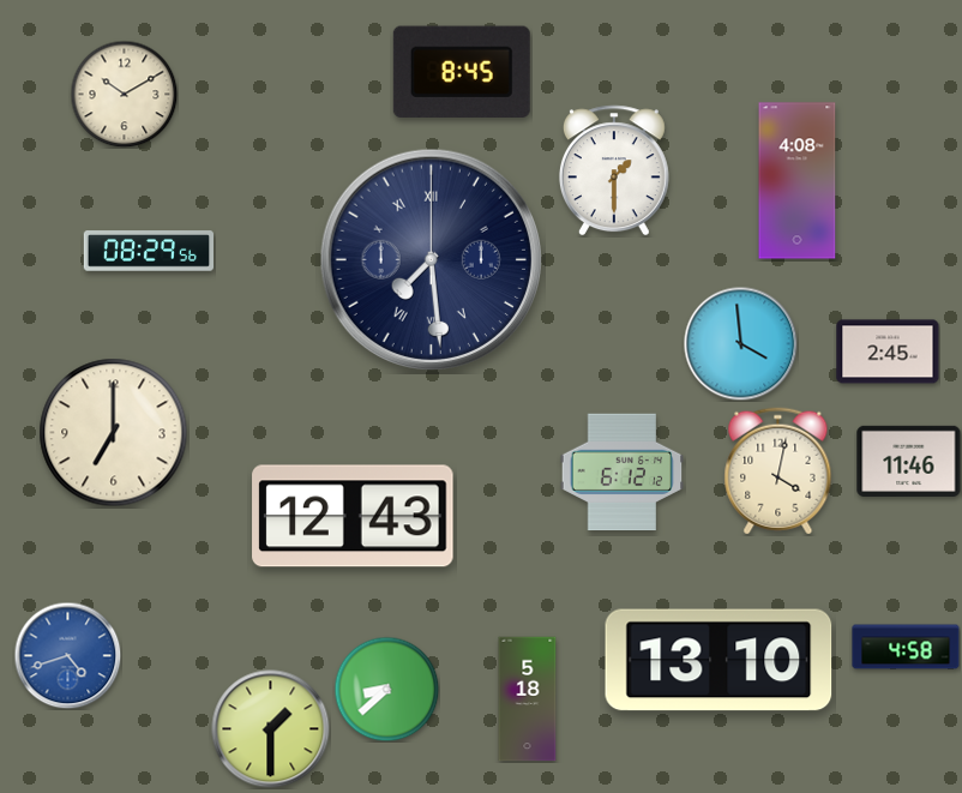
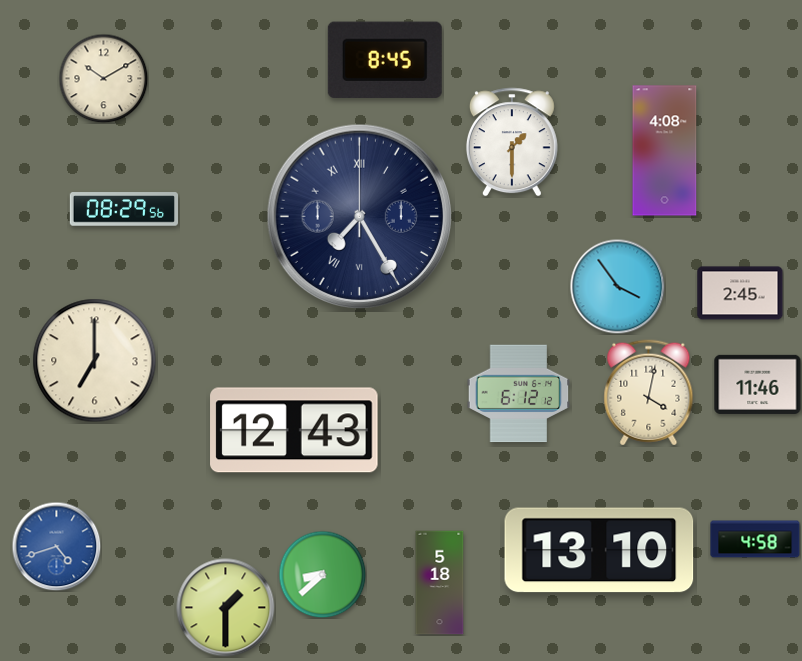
clock at (431, 259): 7:29 -> 7:25
clock at (740, 343): 3:59 -> 3:54
